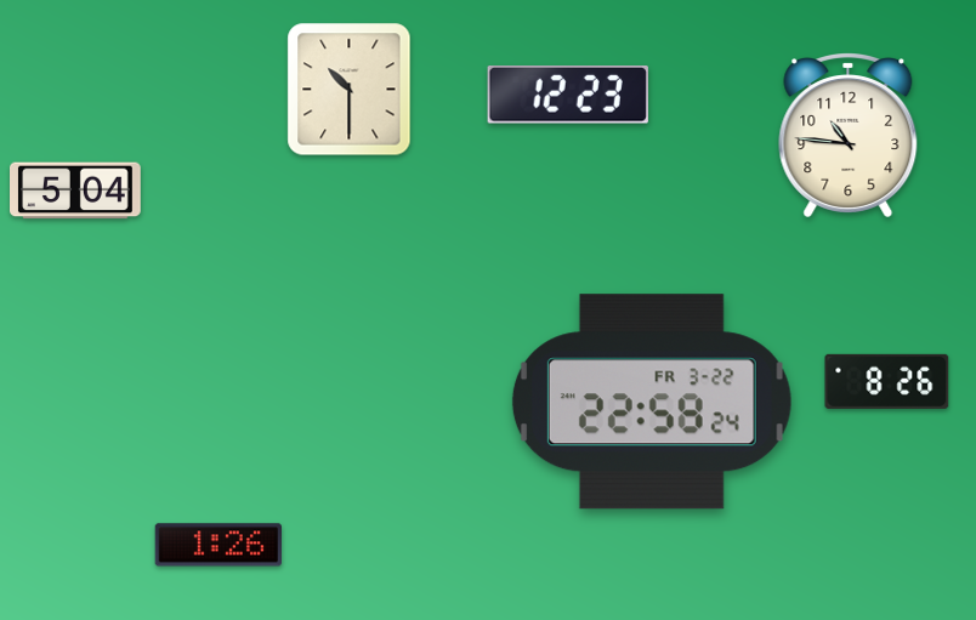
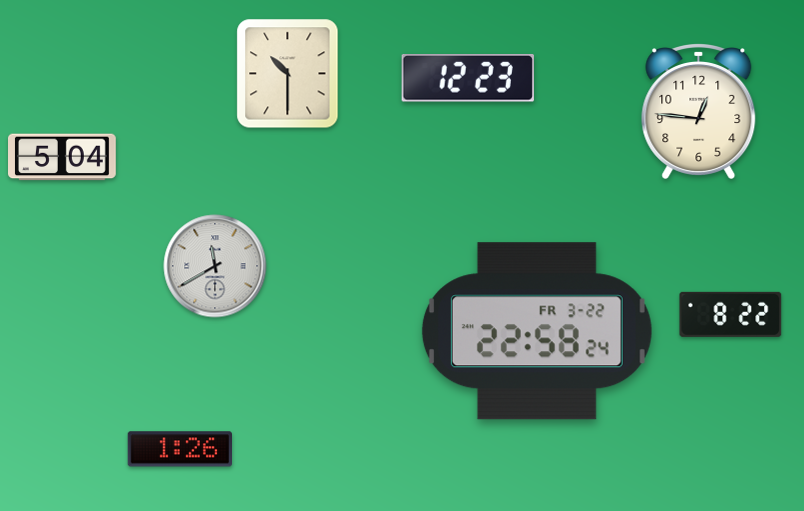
clock at (849, 136): 10:46 -> 12:46
clock at (215, 266): none -> 11:40
clock at (887, 381): 8:26 -> 8:22
